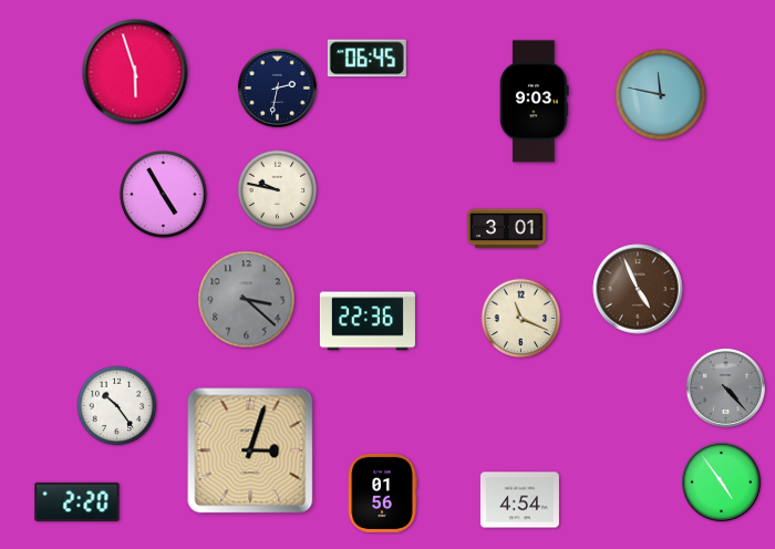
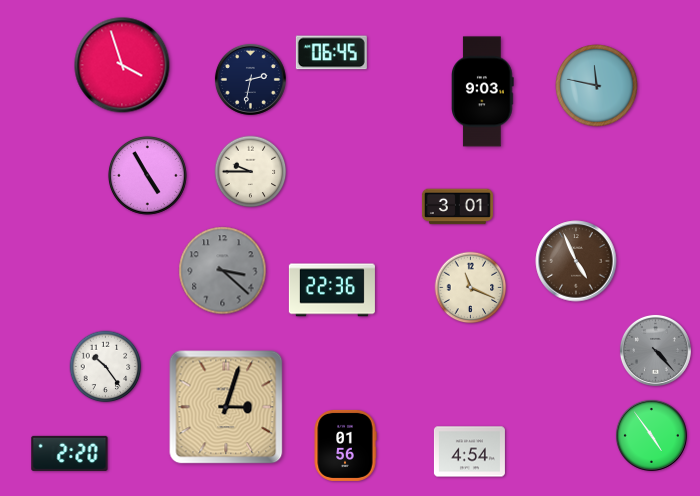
clock at (135, 72): 5:57 -> 3:57
clock at (278, 190): 9:47 -> 9:45
